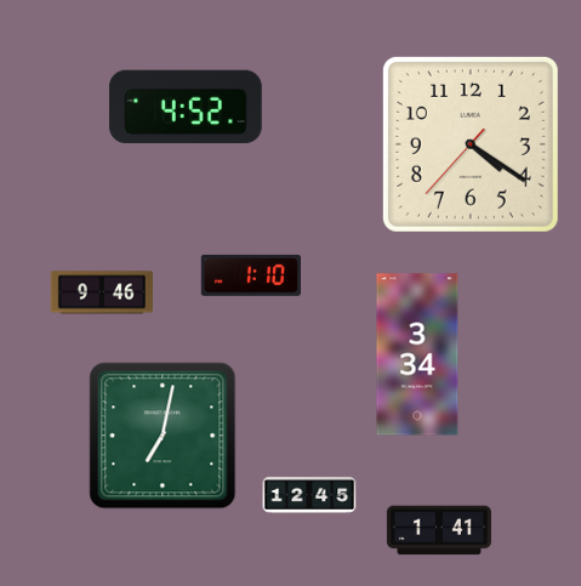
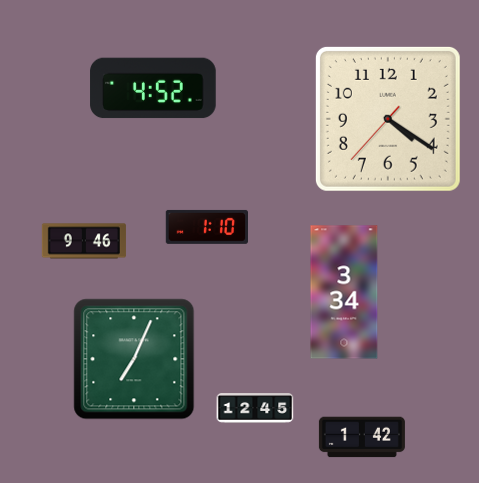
clock at (163, 436): 7:02 -> 7:04
clock at (439, 530): 1:41 -> 1:42
